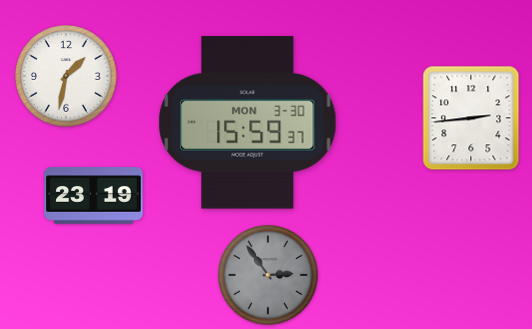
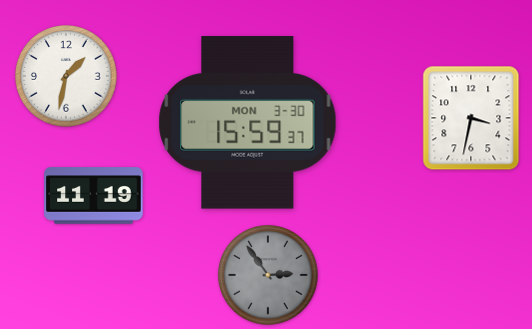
clock at (471, 118): 2:44 -> 3:32
clock at (94, 196): 23:19 -> 11:19
